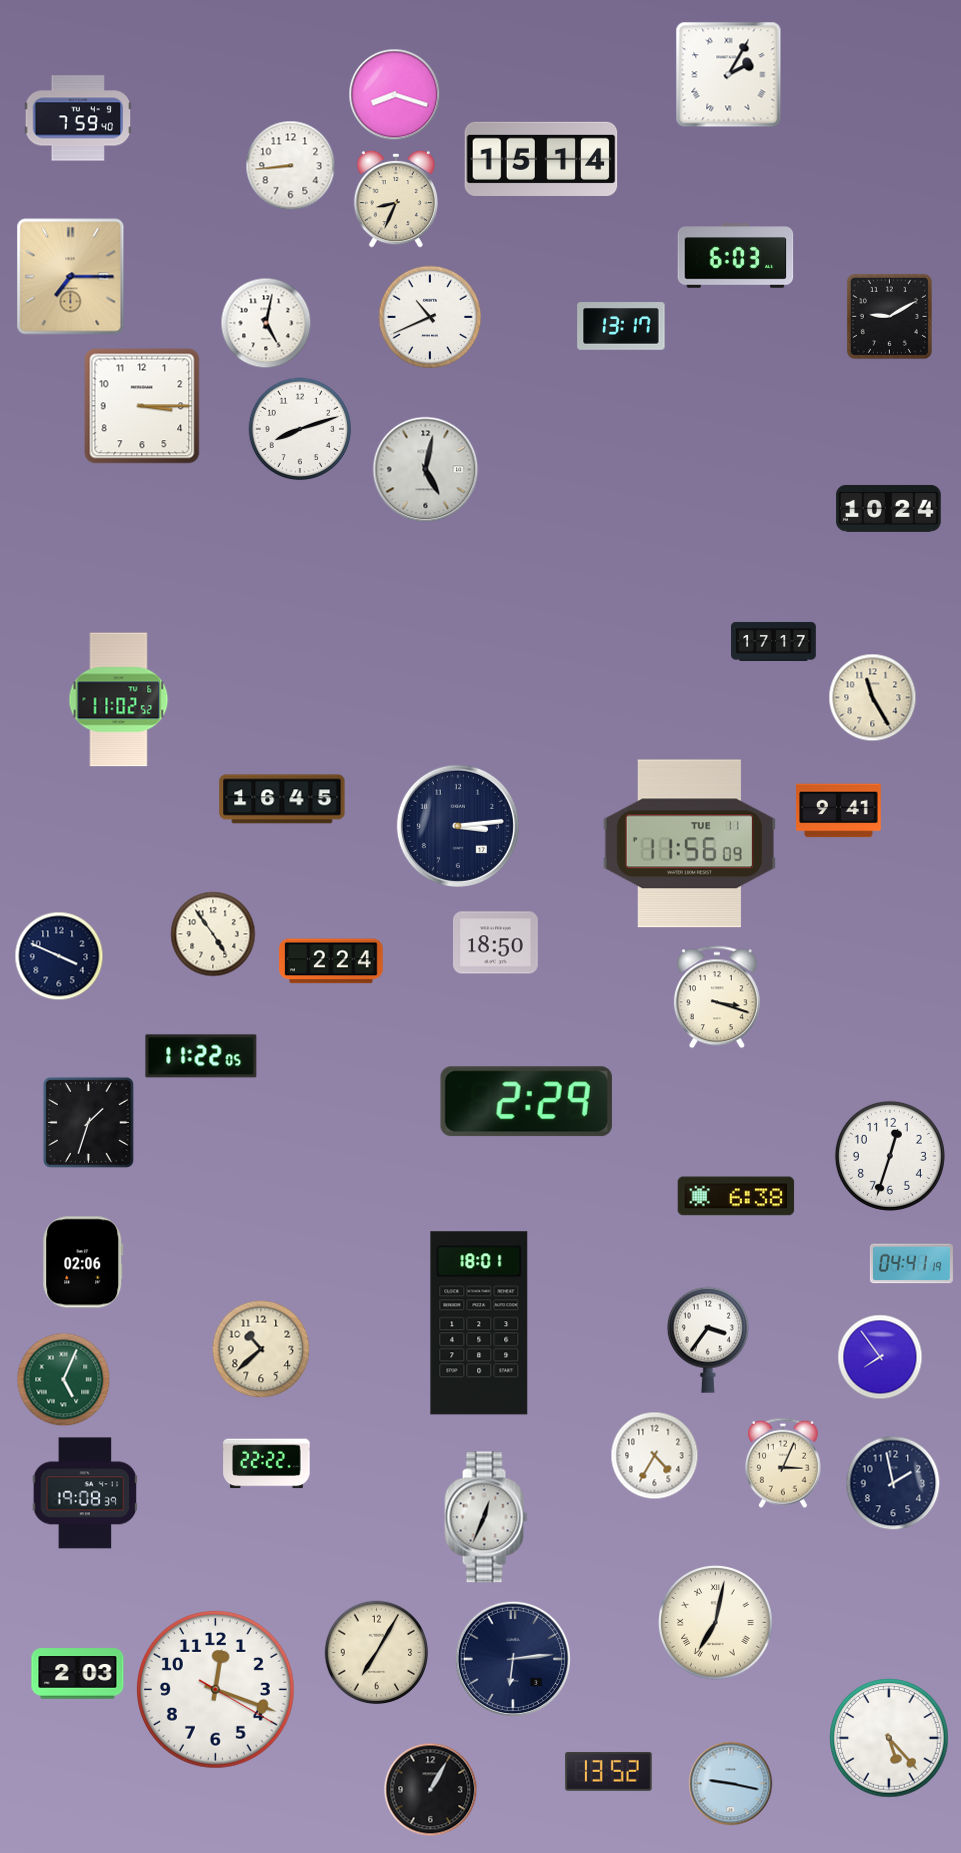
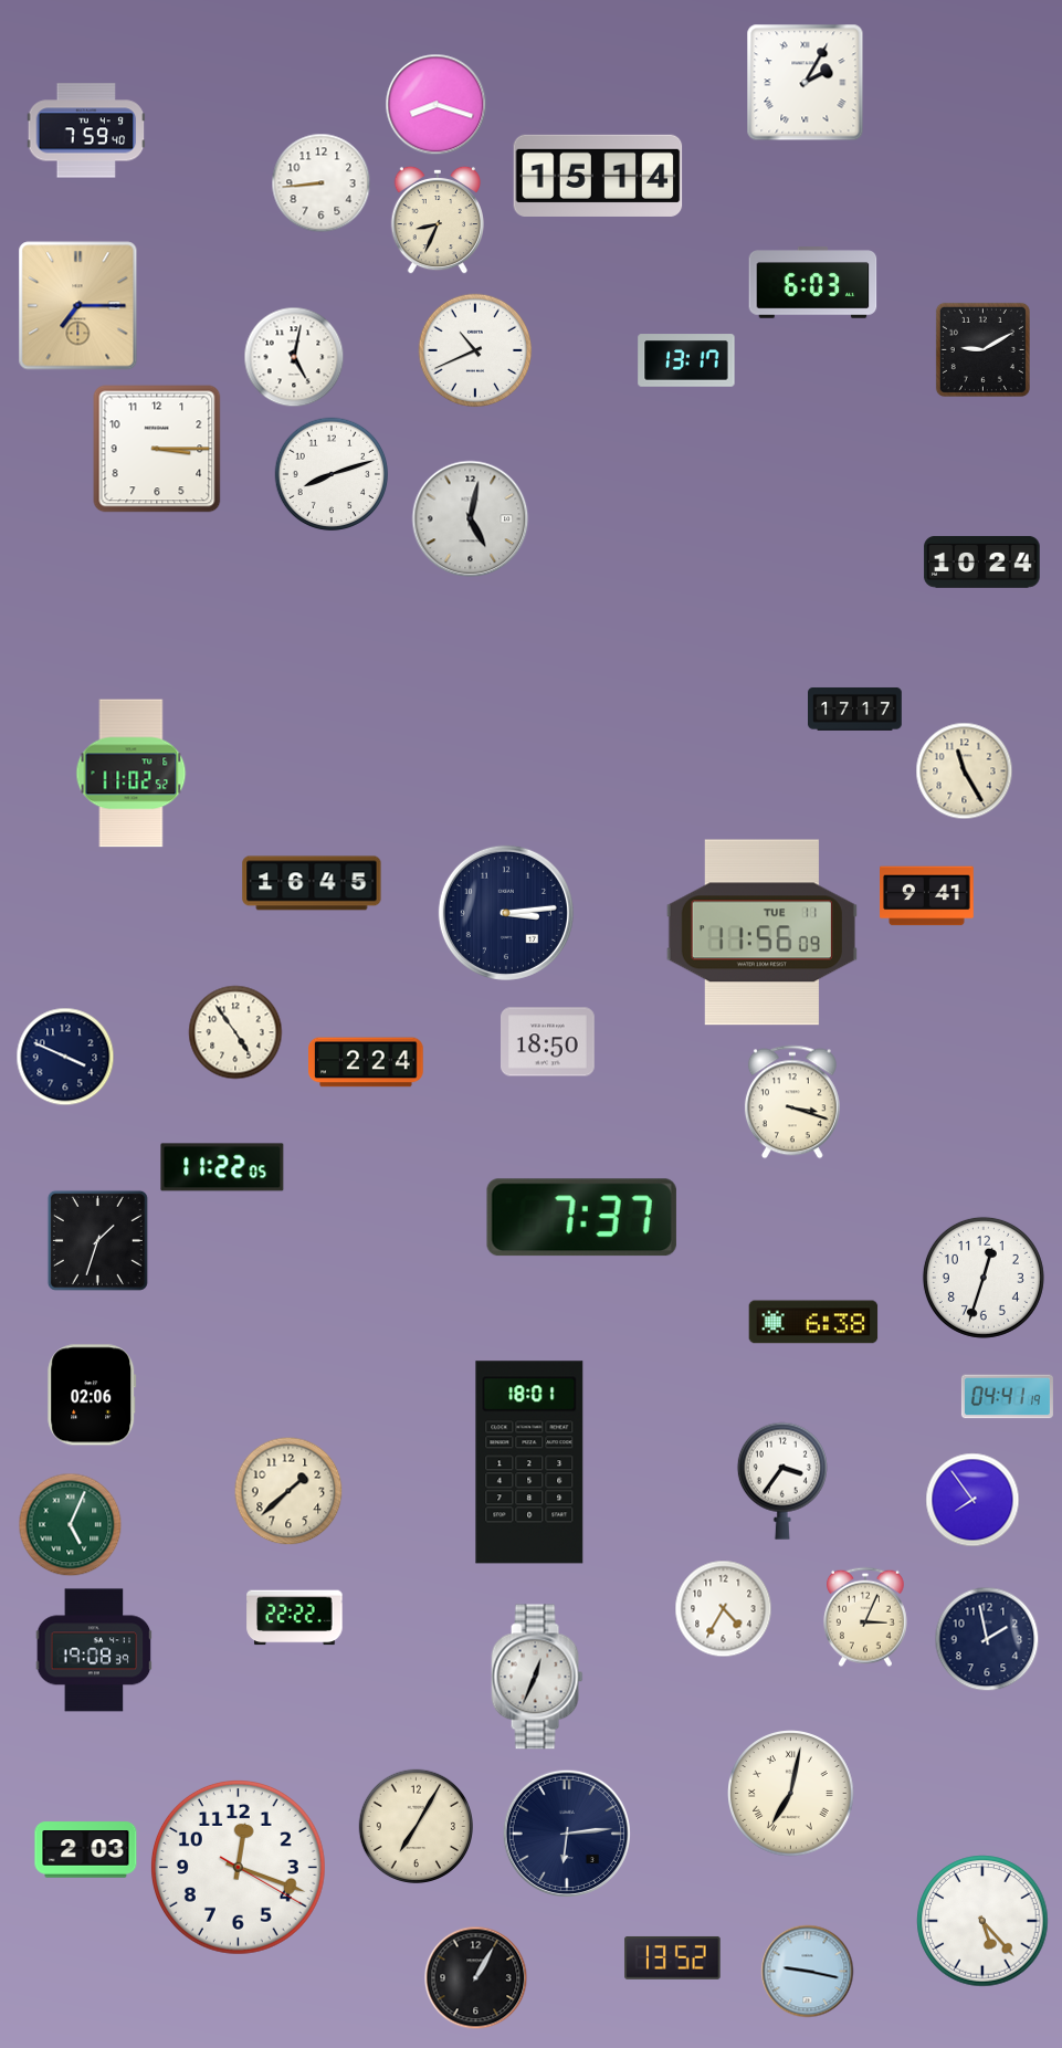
clock at (526, 1102): 2:29 -> 7:37
clock at (261, 1349): 10:38 -> 1:38
